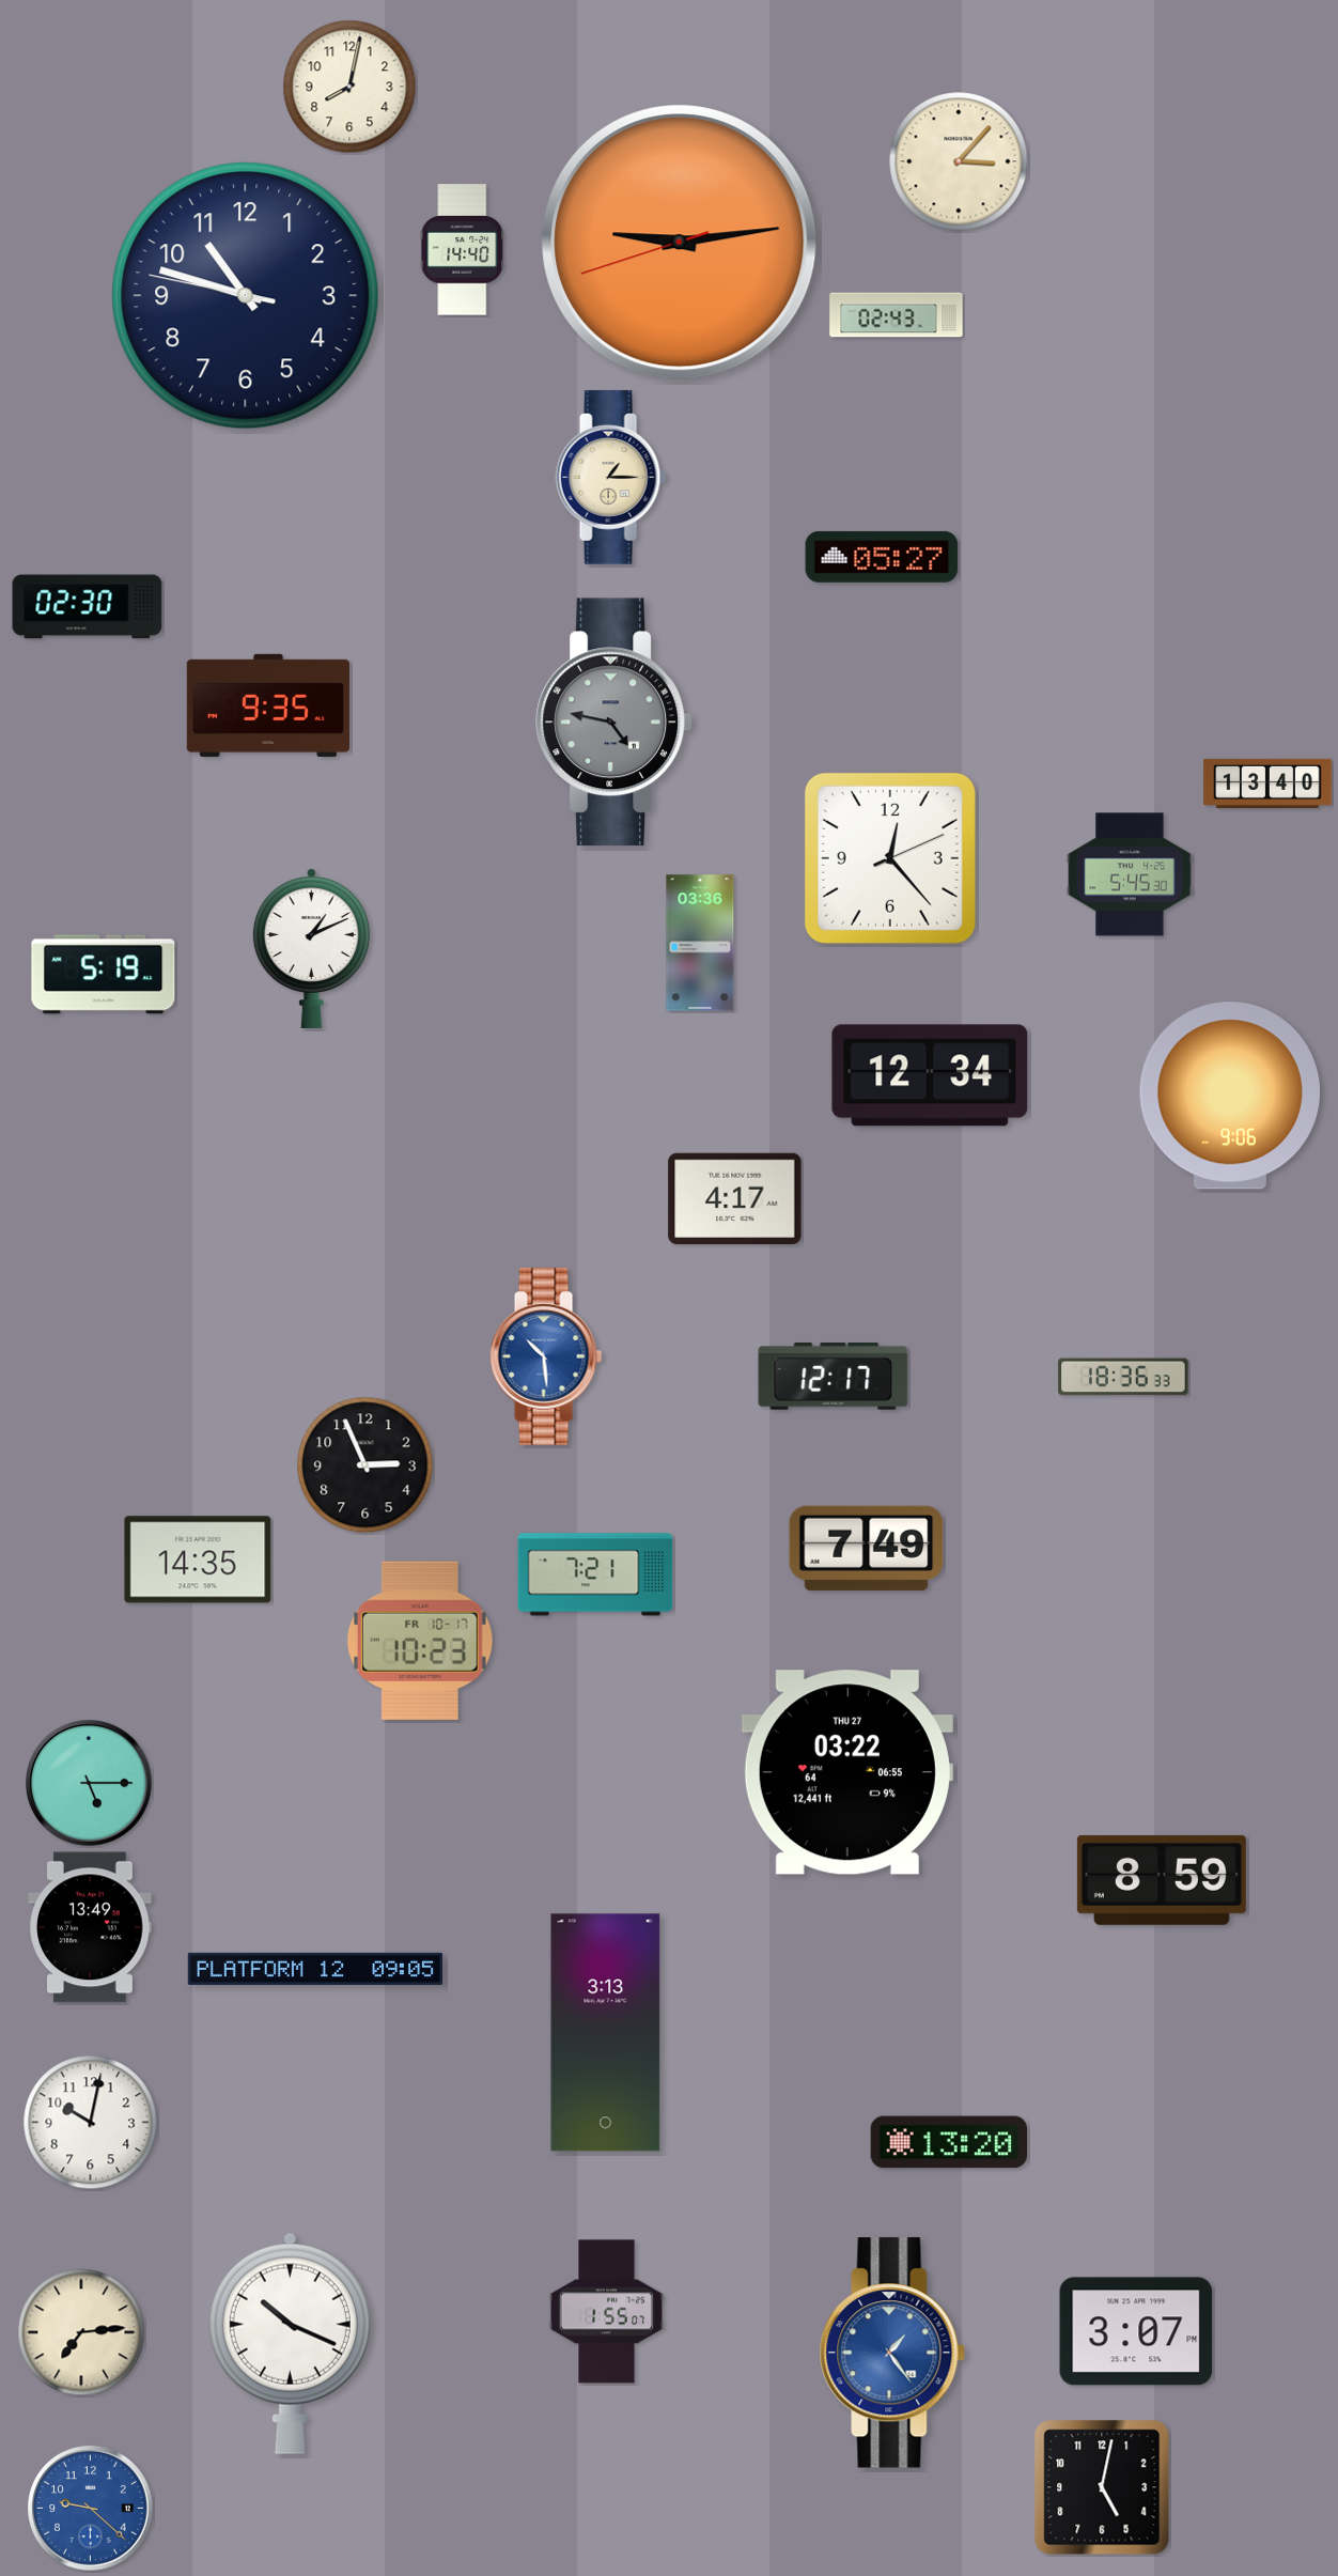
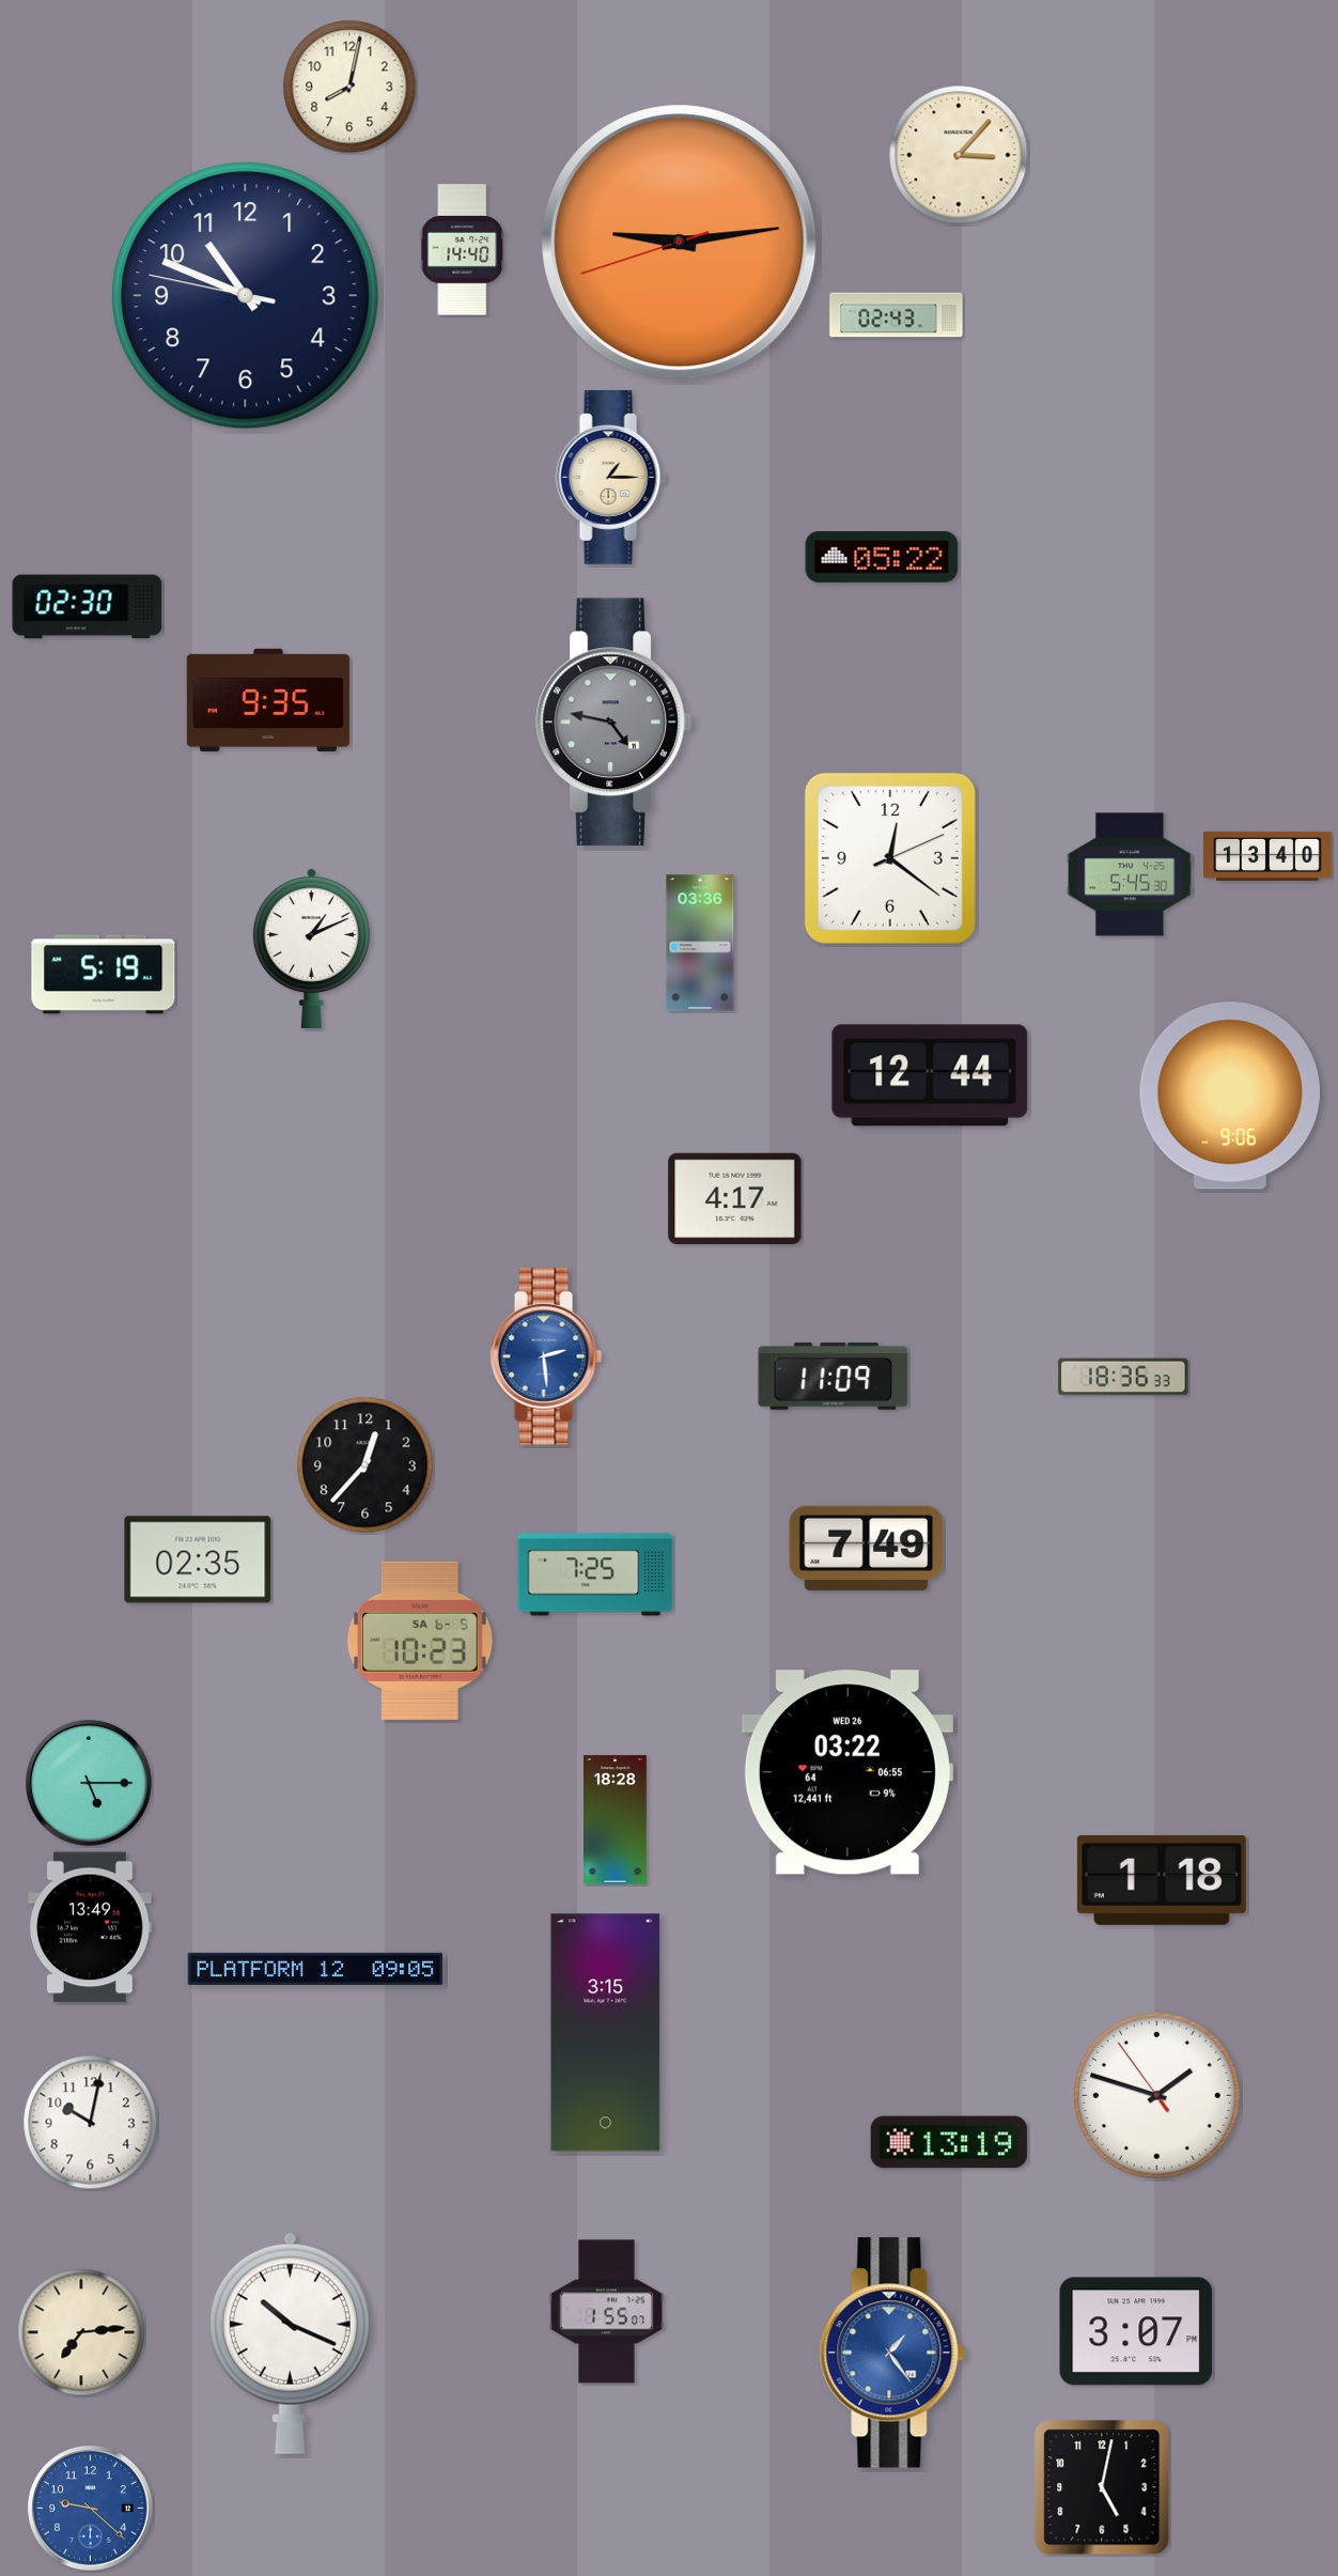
clock at (959, 161) position: (959, 161) -> (959, 155)
clock at (246, 296): 10:47 -> 10:48
clock at (882, 557): 05:27 -> 05:22
clock at (268, 705) position: (268, 705) -> (268, 700)
clock at (1267, 783) position: (1267, 783) -> (1267, 856)
clock at (890, 858): 12:23 -> 12:21
clock at (930, 1075): 12:34 -> 12:44
clock at (546, 1356): 10:29 -> 2:29
clock at (834, 1377): 12:17 -> 11:09
clock at (365, 1465): 2:56 -> 12:37
clock at (198, 1559): 14:35 -> 02:35
clock at (595, 1574): 7:21 -> 7:25
clock at (420, 1641) date: FR 10-17 -> SA 6-5
clock at (847, 1772) date: THU 27 -> WED 26
clock at (616, 1820): none -> 18:28
clock at (1162, 1880): 8:59 -> 1:18
clock at (606, 2033): 3:13 -> 3:15
clock at (1157, 2096): none -> 1:47
clock at (949, 2142): 13:20 -> 13:19
